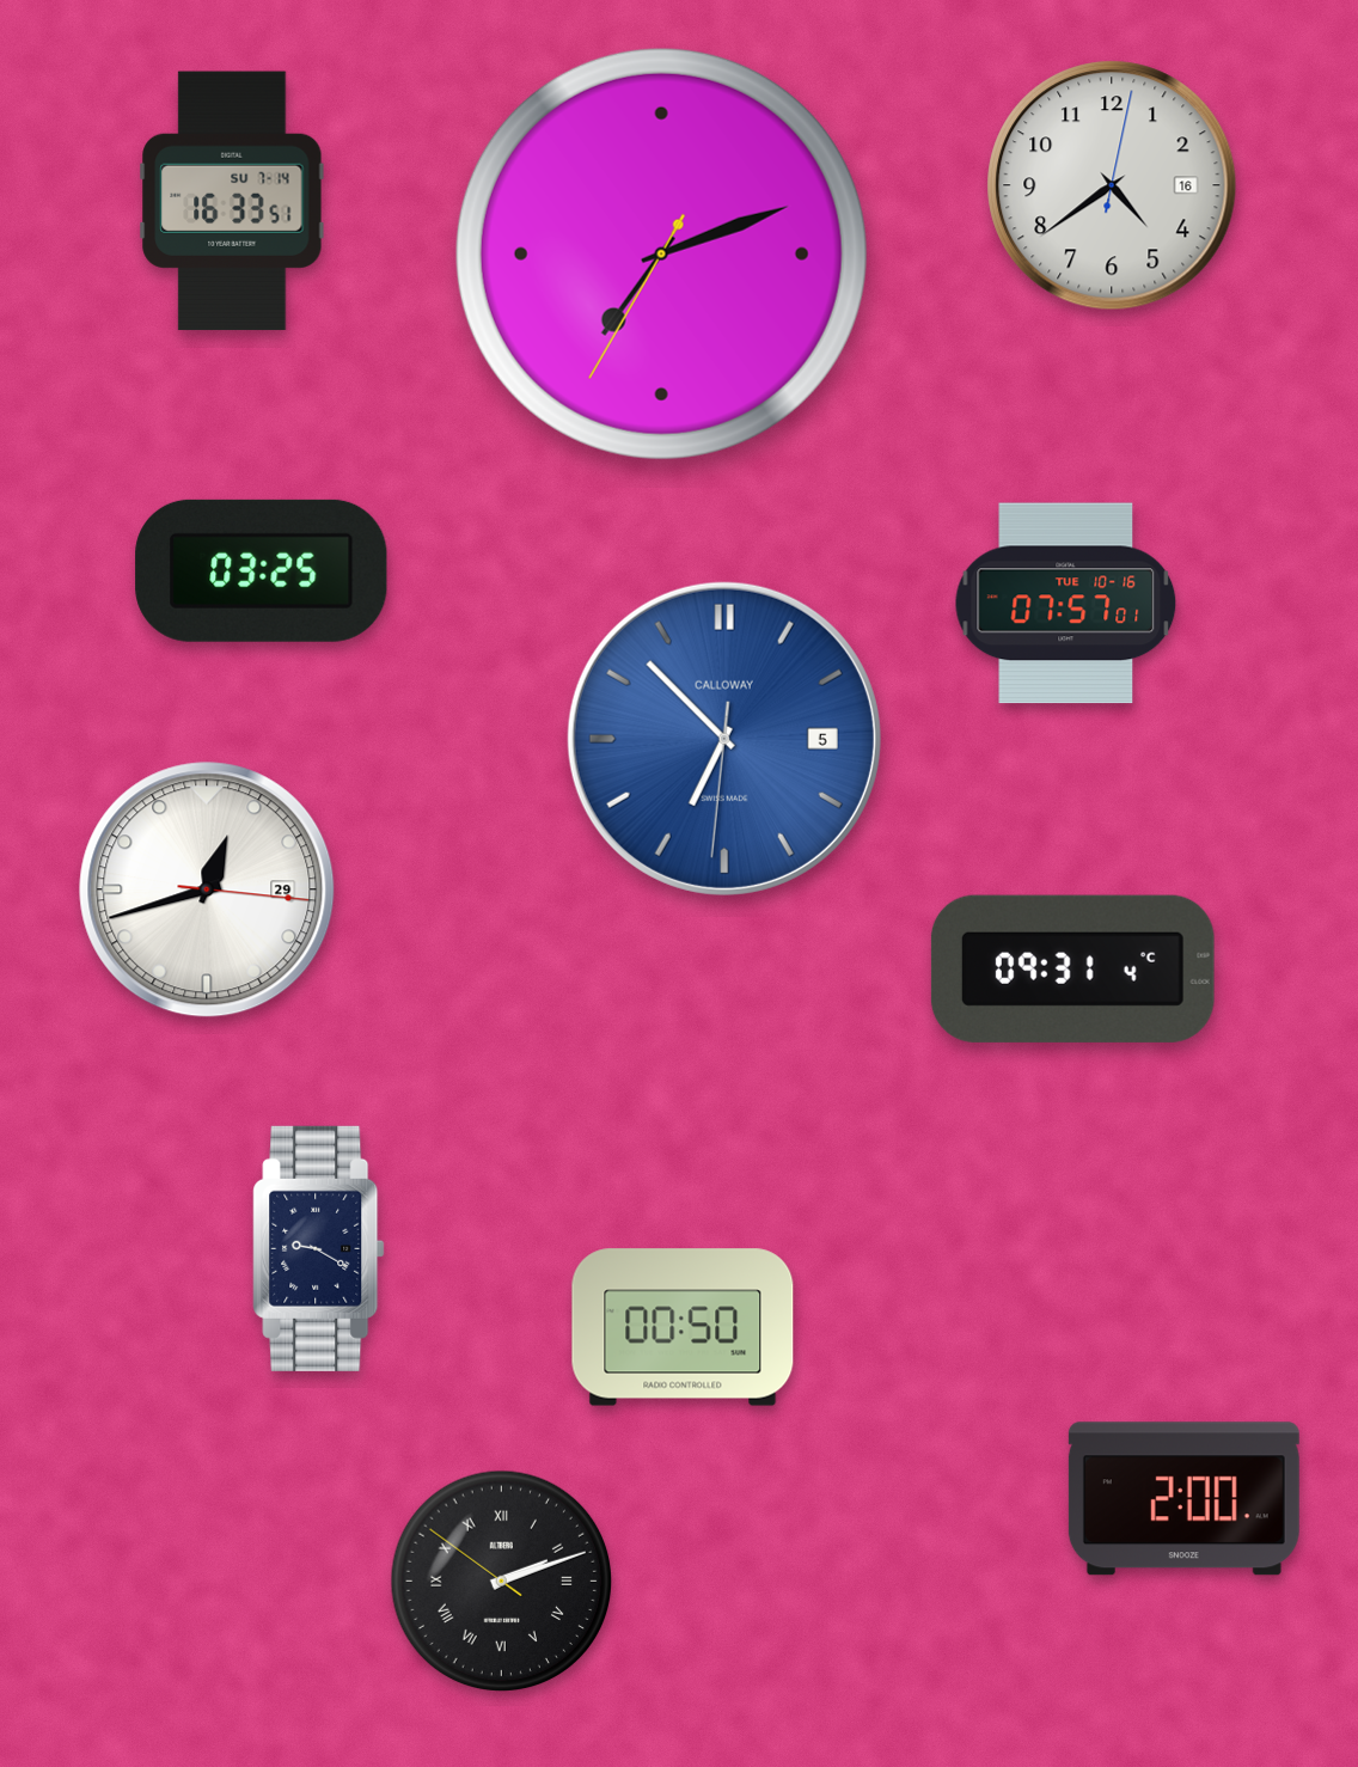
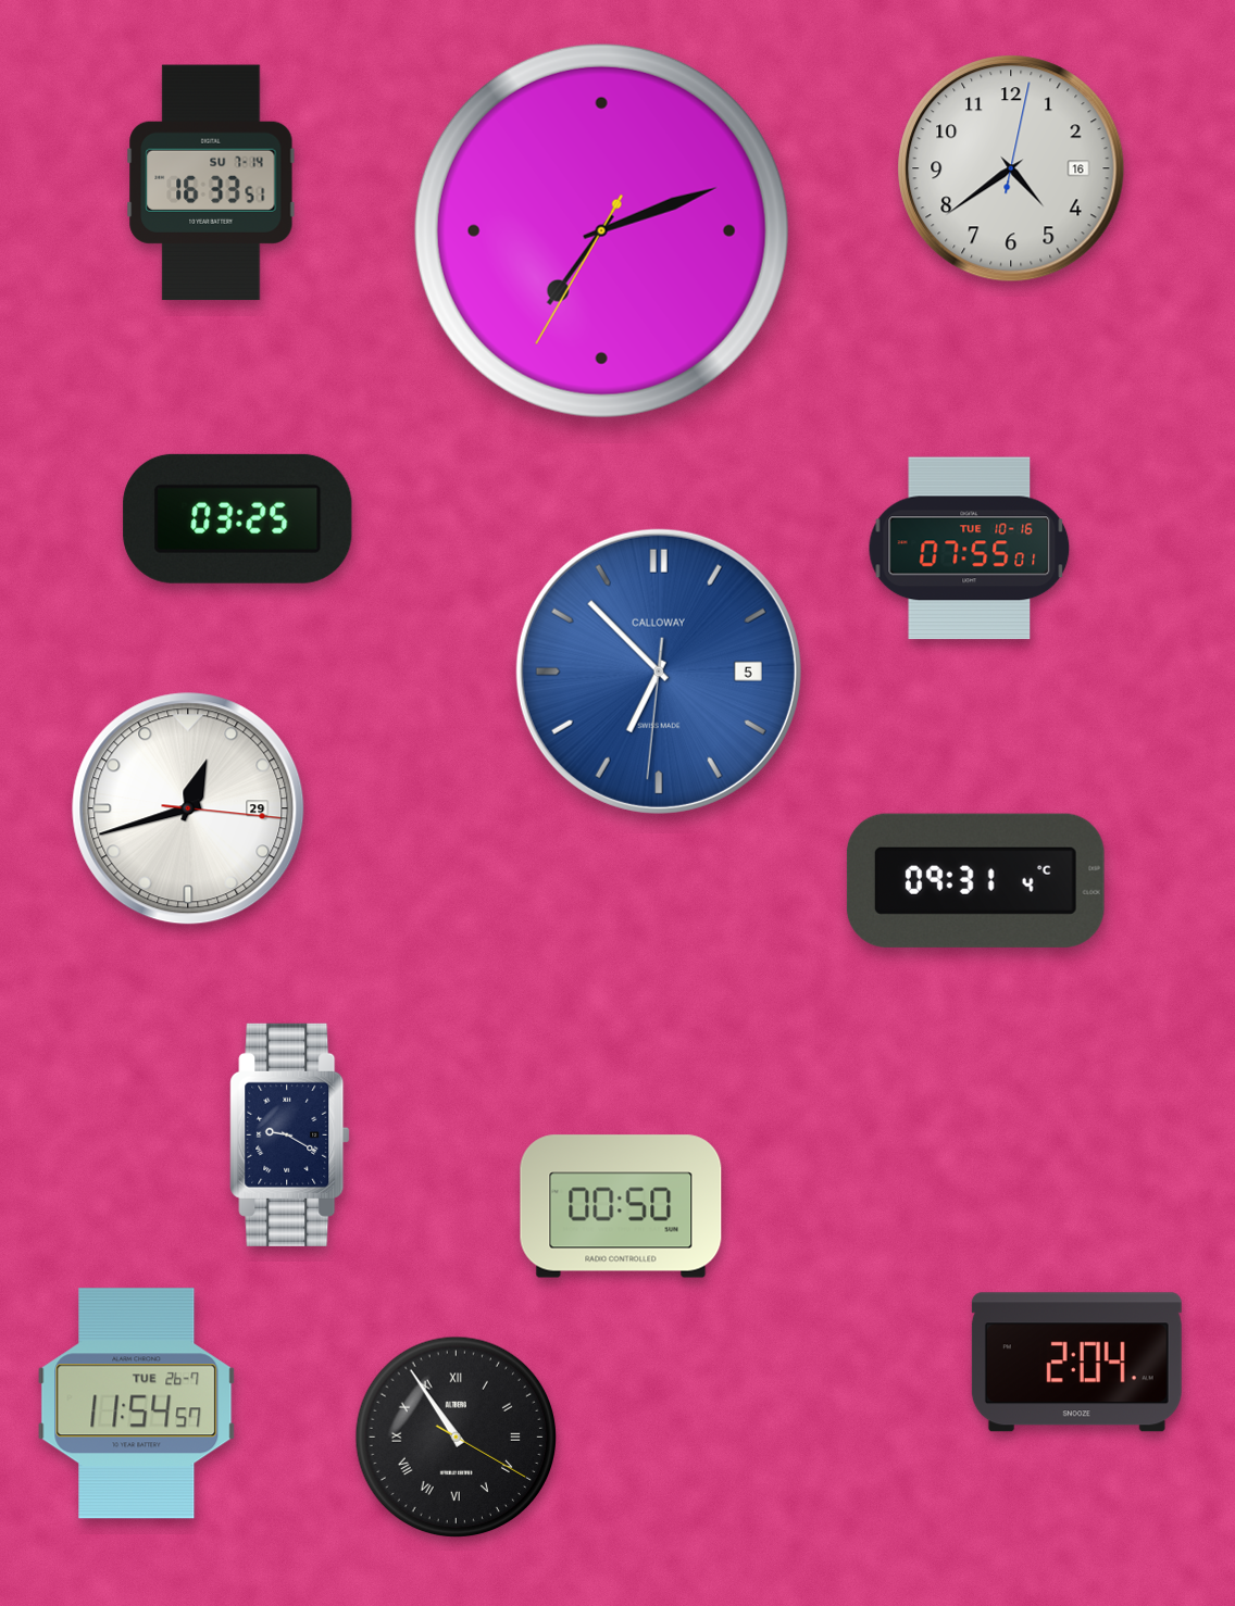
clock at (1066, 604): 07:57 -> 07:55
clock at (1183, 1499): 2:00 -> 2:04
clock at (137, 1404): none -> 11:54
clock at (502, 1582): 2:11 -> 10:54
